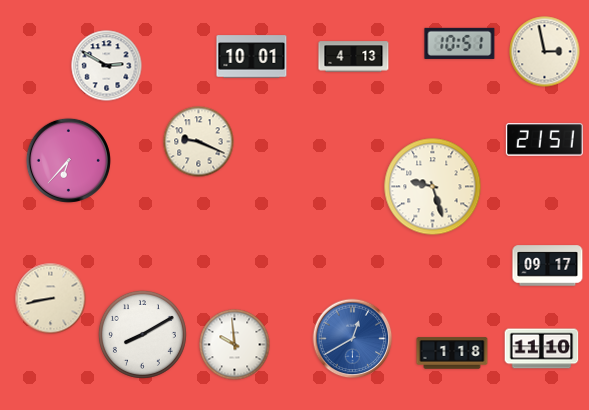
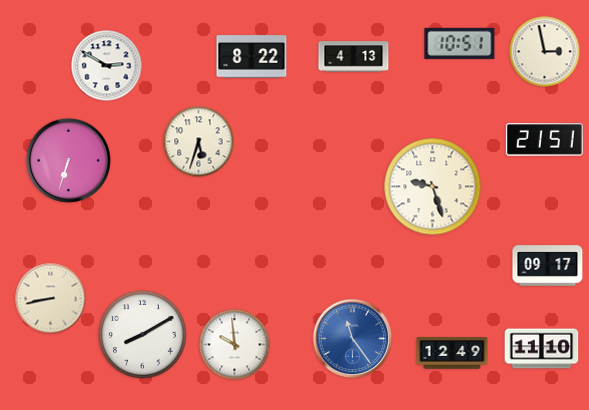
clock at (252, 57): 10:01 -> 8:22
clock at (199, 142): 9:19 -> 5:33
clock at (68, 160): 6:37 -> 6:33
clock at (353, 339): 12:40 -> 11:24
clock at (452, 353): 1:18 -> 12:49
